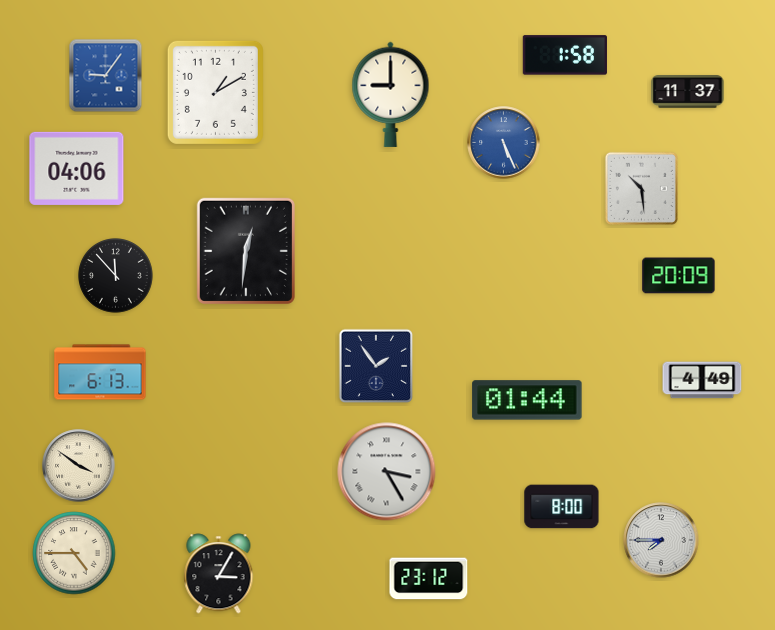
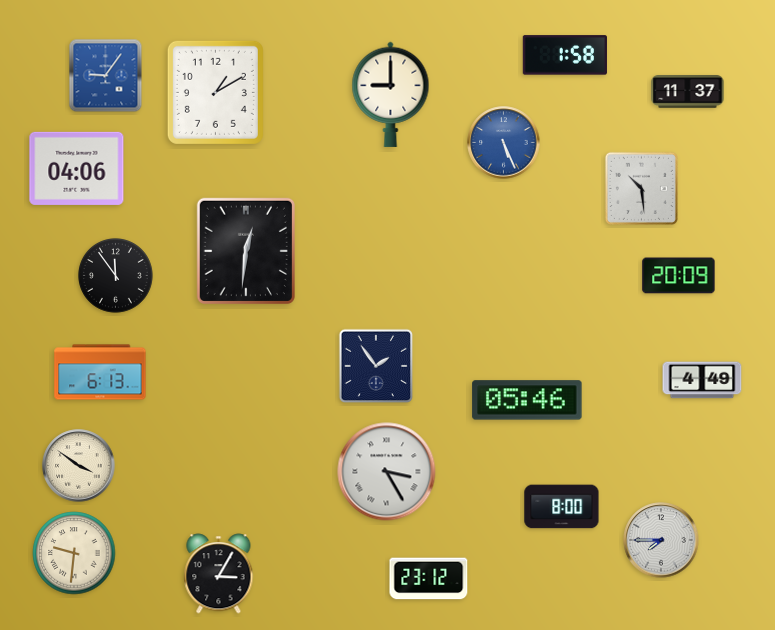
clock at (116, 276): 11:53 -> 11:54
clock at (527, 400): 01:44 -> 05:46
clock at (74, 553): 4:45 -> 9:31
